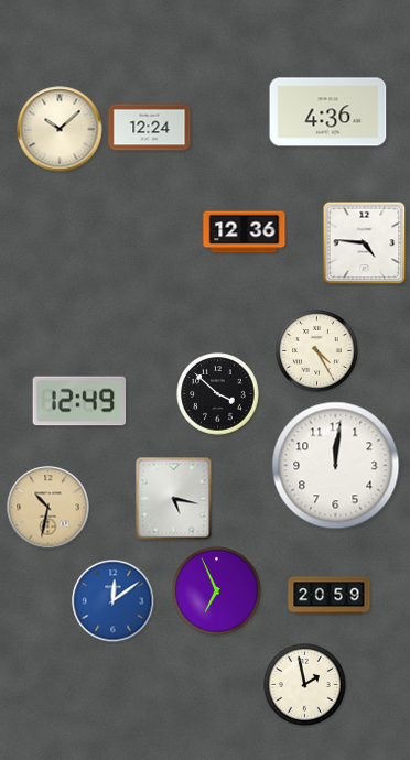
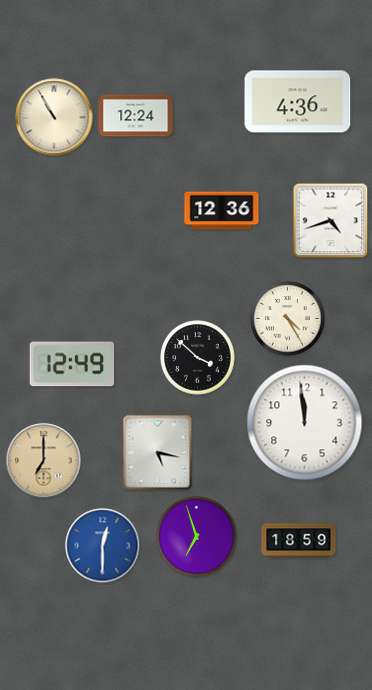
clock at (60, 129): 10:08 -> 10:55
clock at (365, 243): 4:46 -> 4:42
clock at (336, 466): 12:01 -> 11:59
clock at (48, 508): 10:32 -> 7:00
clock at (217, 591): 6:56 -> 6:57
clock at (330, 596): 20:59 -> 18:59
clock at (114, 601): 12:09 -> 12:30
clock at (305, 685): 1:58 -> none
